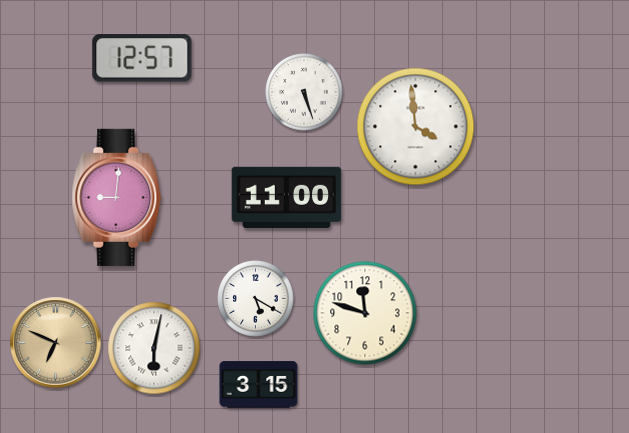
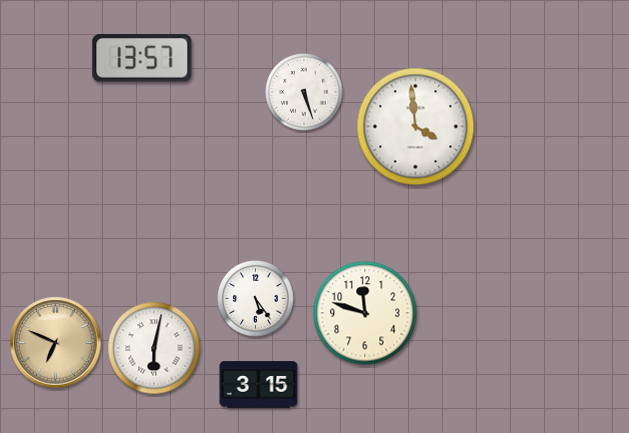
clock at (142, 58): 12:57 -> 13:57
clock at (117, 197): 9:01 -> none
clock at (287, 197): 11:00 -> none
clock at (256, 299): 5:20 -> 5:24
